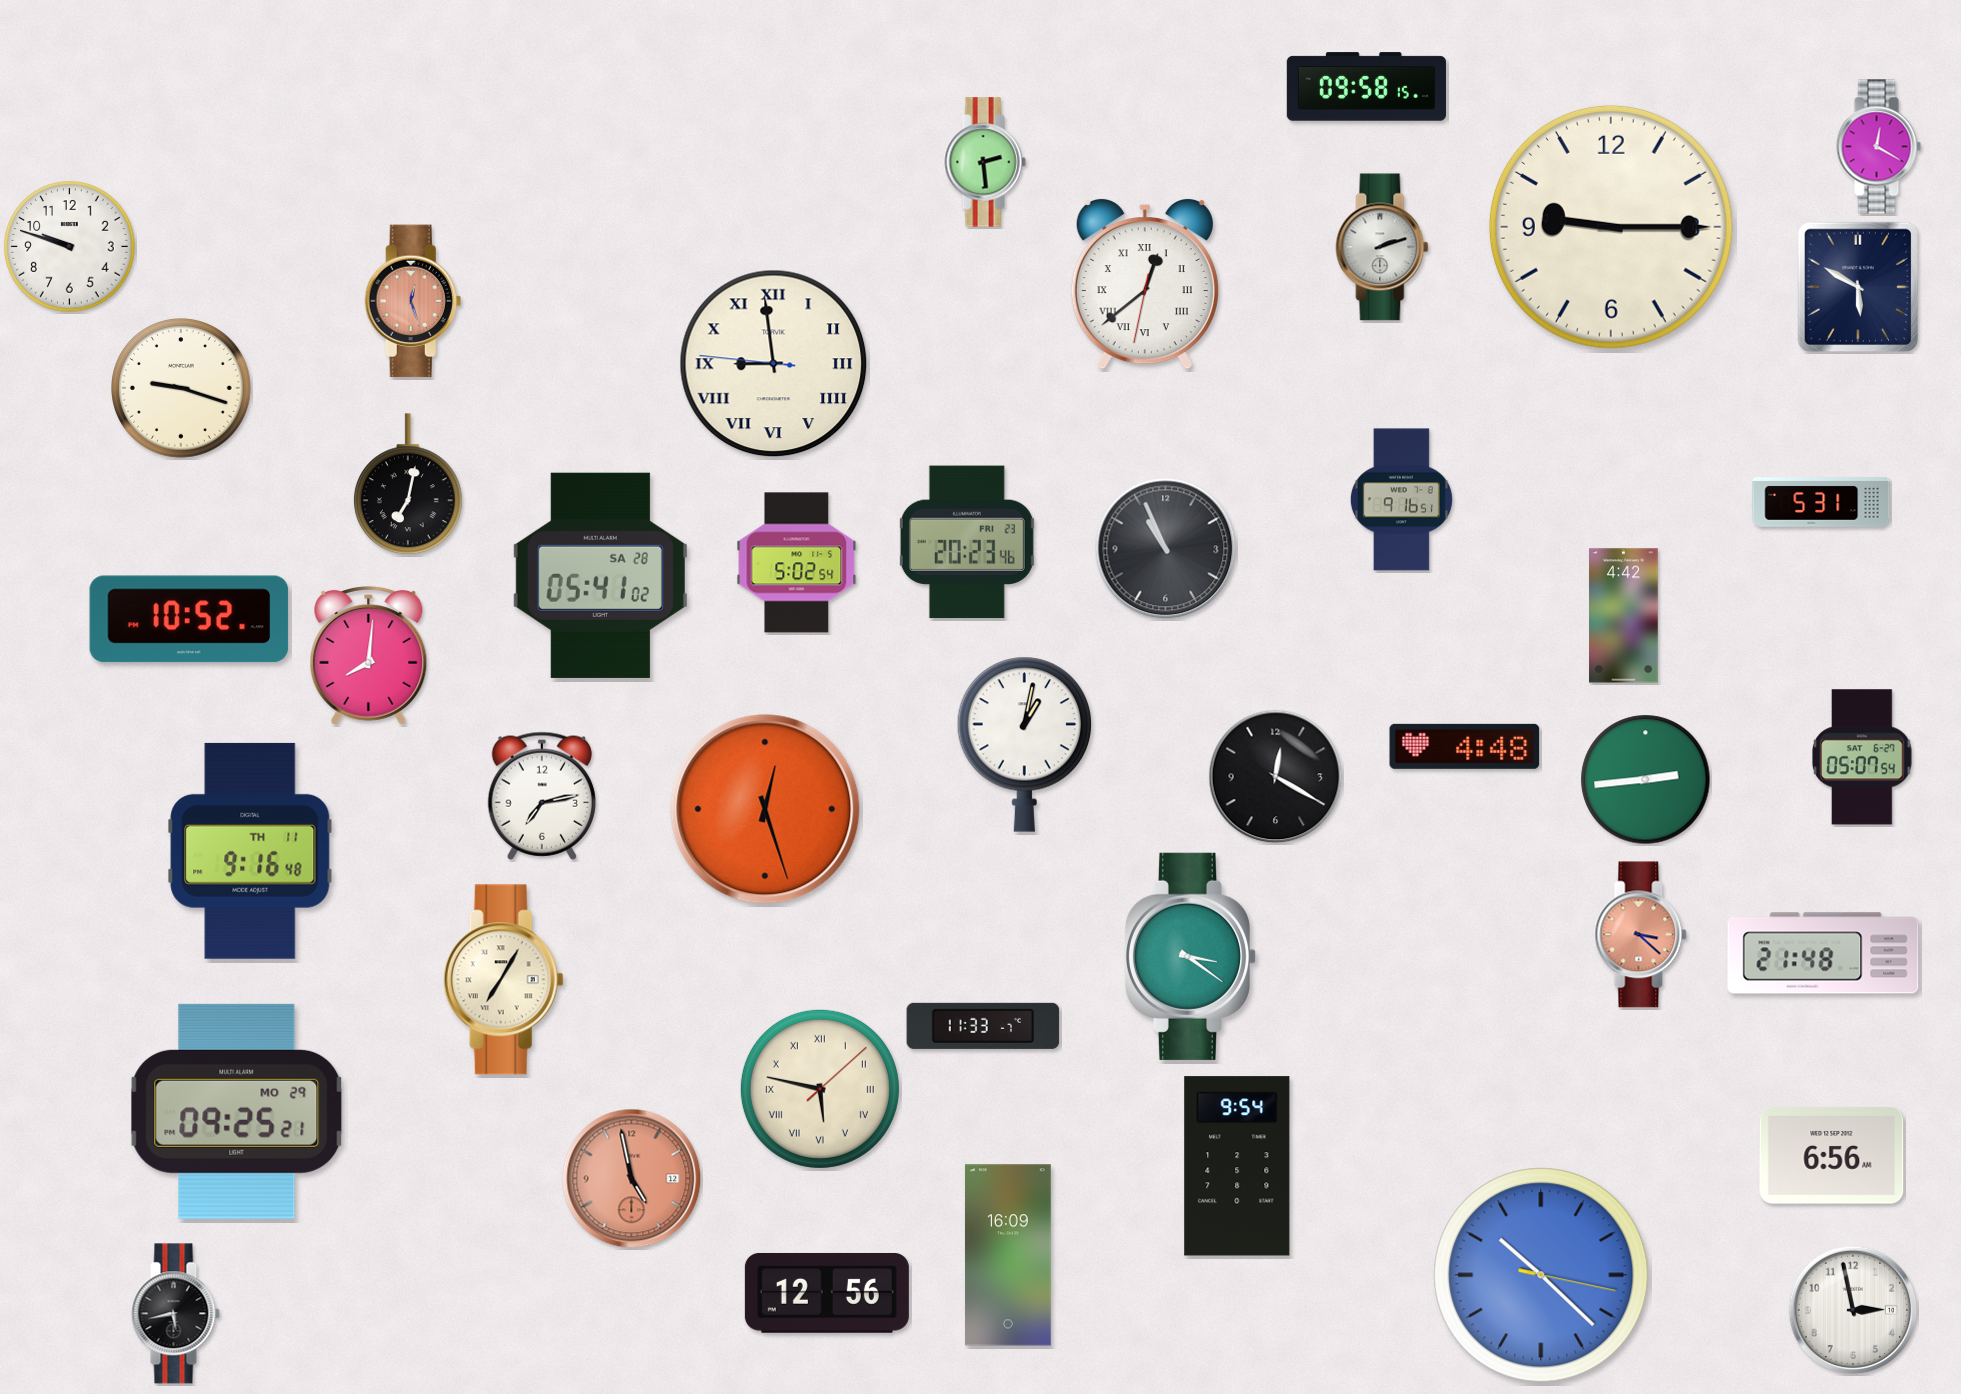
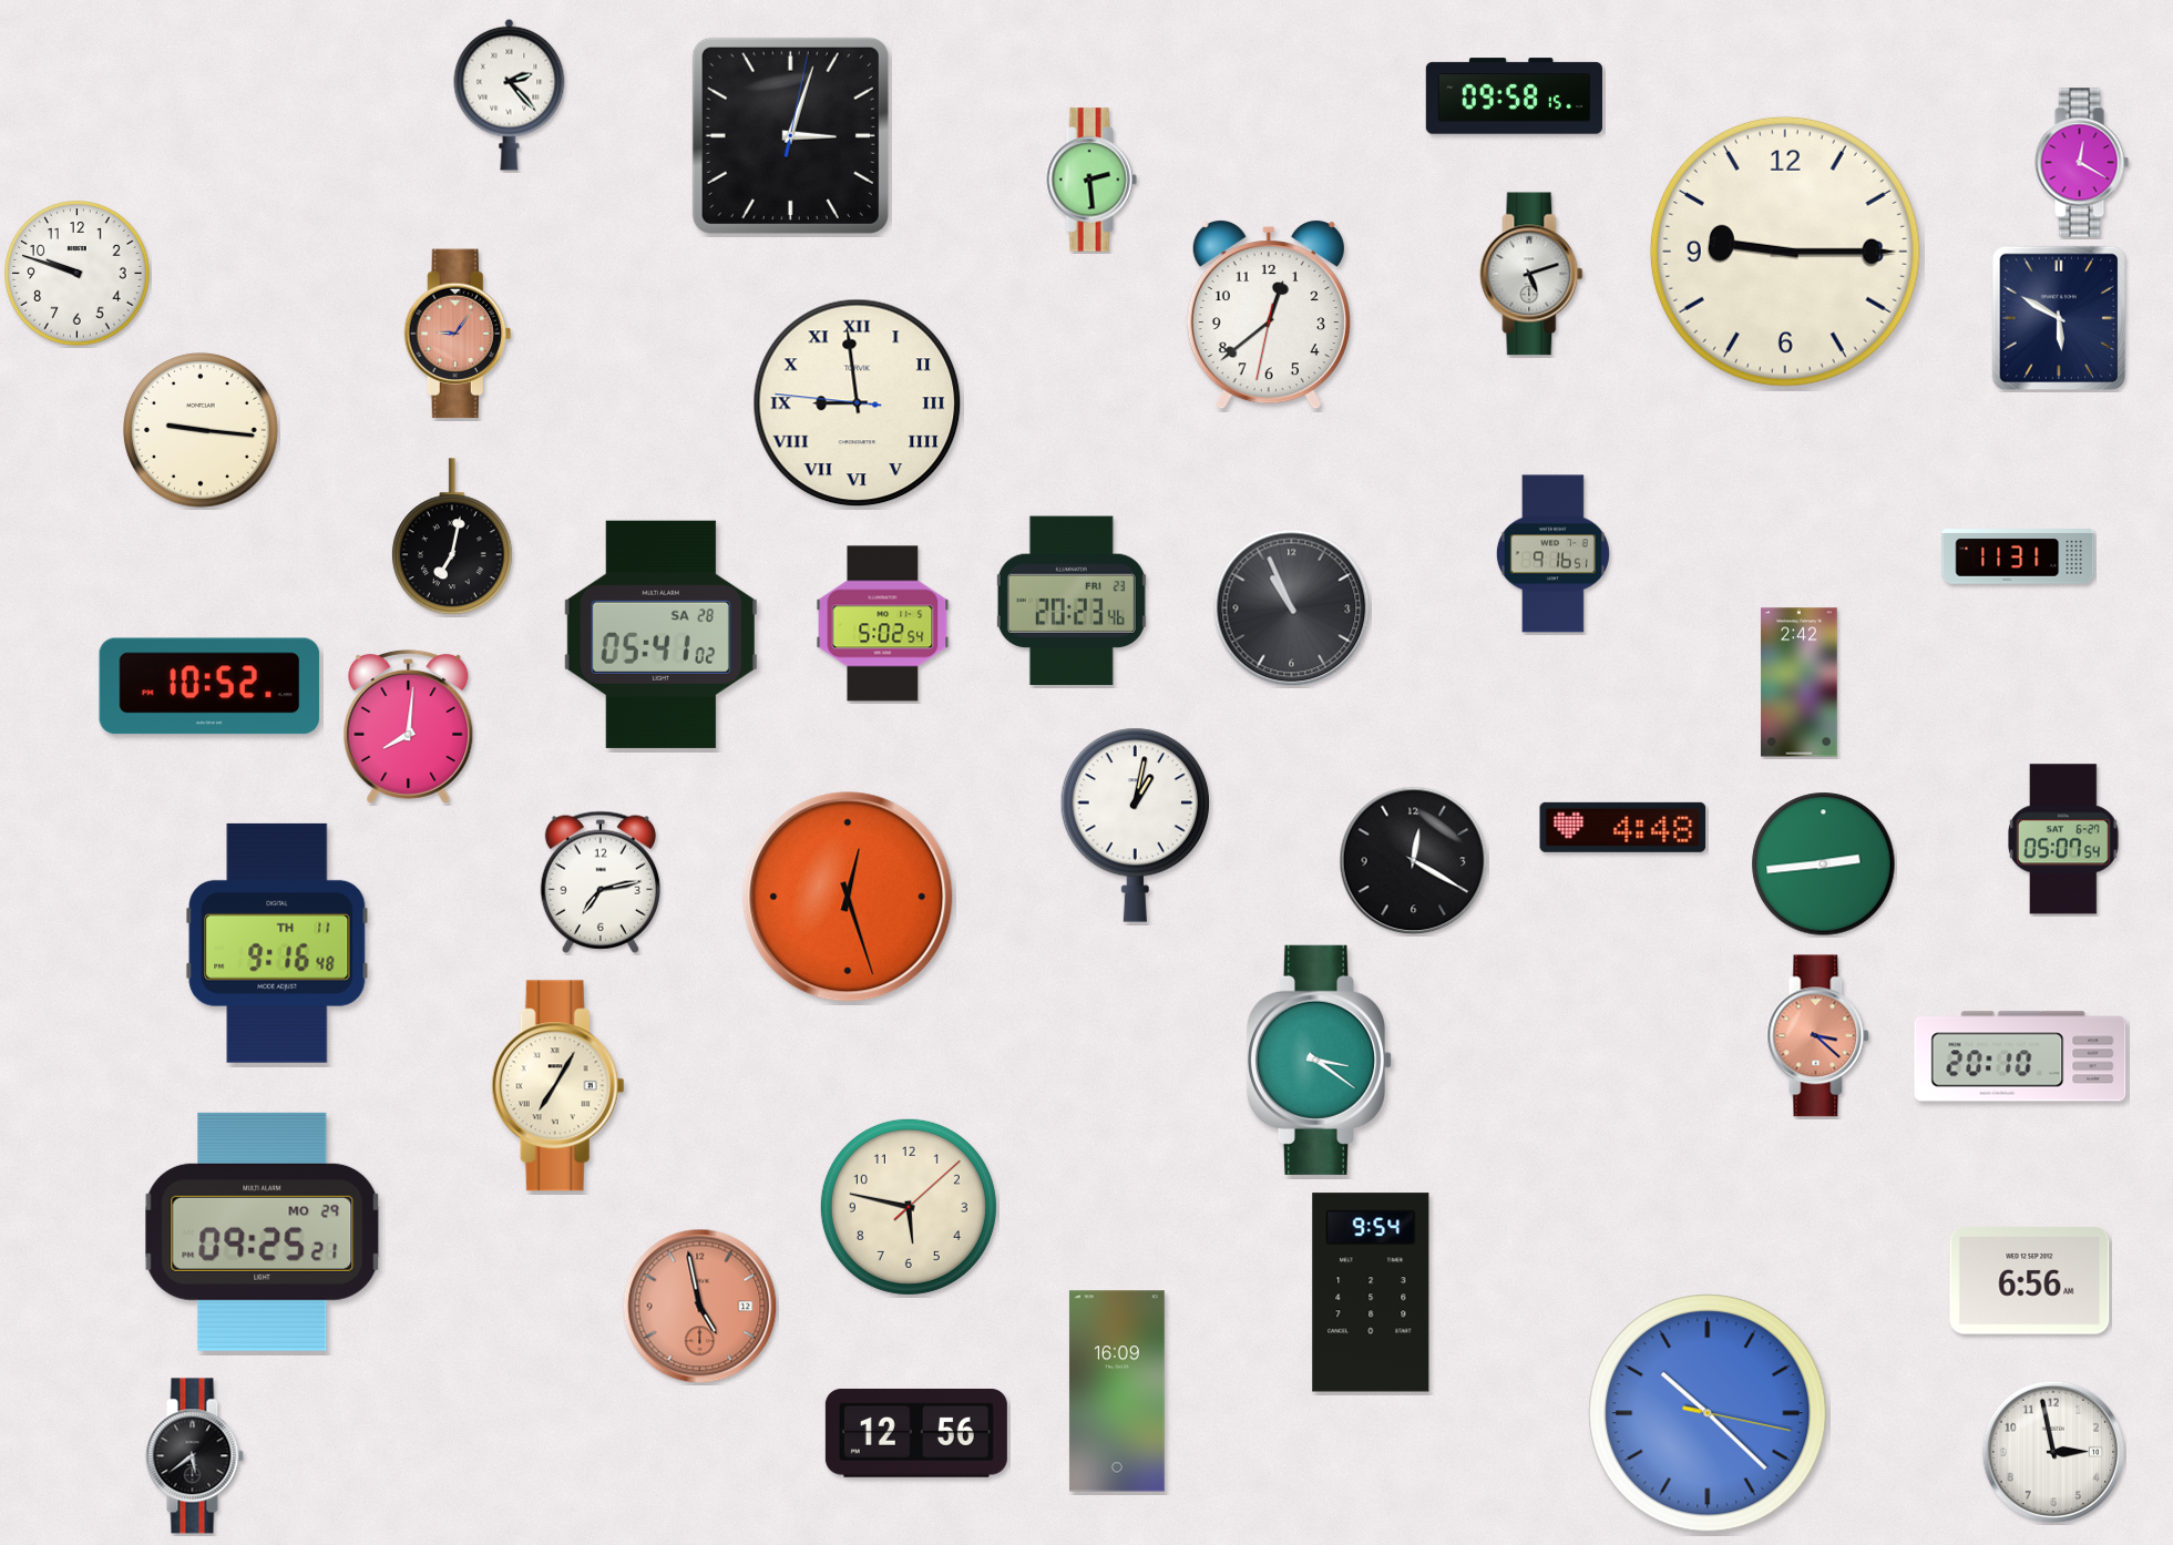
clock at (510, 94): none -> 2:23
clock at (790, 135): none -> 3:03
clock at (1382, 247): 2:12 -> 5:12
clock at (1145, 284) numerals: Roman -> Arabic
clock at (413, 301): 12:27 -> 9:06
clock at (182, 389): 9:18 -> 9:16
clock at (1821, 502): 5:31 -> 11:31
clock at (600, 575) position: (600, 575) -> (660, 634)
clock at (1624, 616): 4:42 -> 2:42
clock at (1823, 953): 21:48 -> 20:10
clock at (983, 1026): 11:33 -> none
clock at (820, 1089) numerals: Roman -> Arabic
clock at (175, 1314): 5:43 -> 5:39
